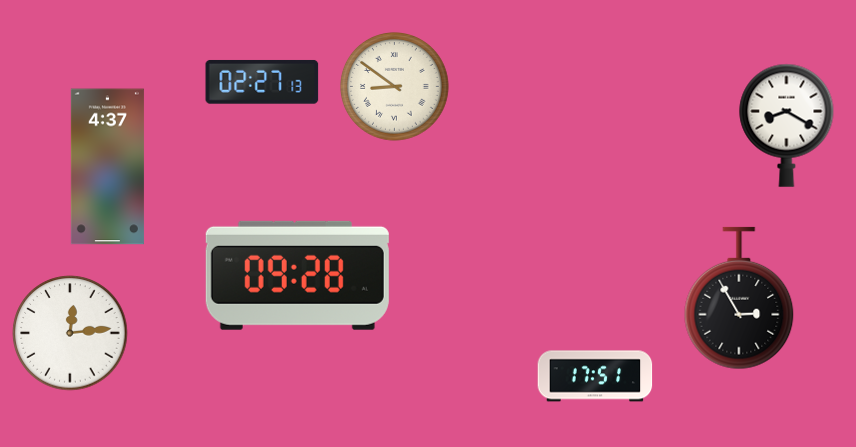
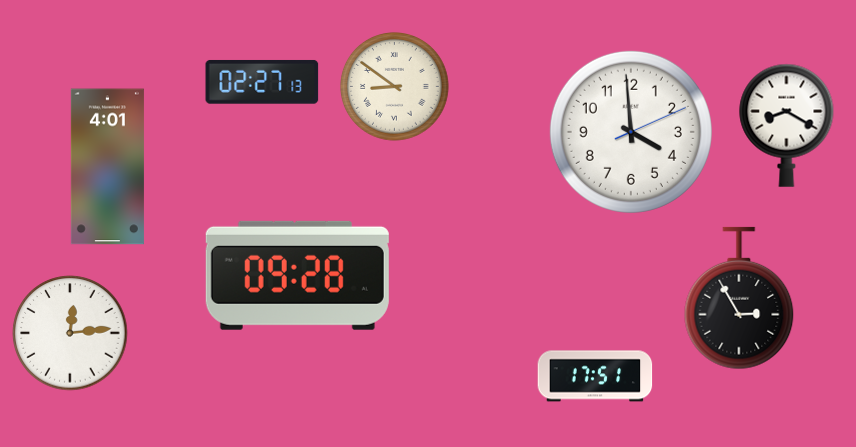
clock at (631, 132): none -> 3:59
clock at (107, 167): 4:37 -> 4:01
